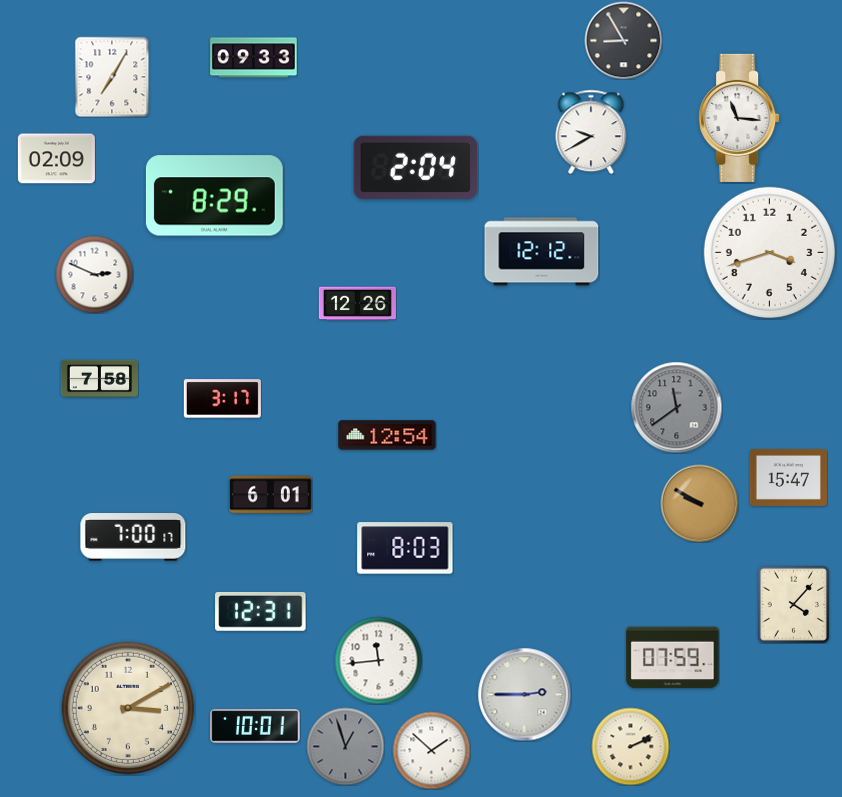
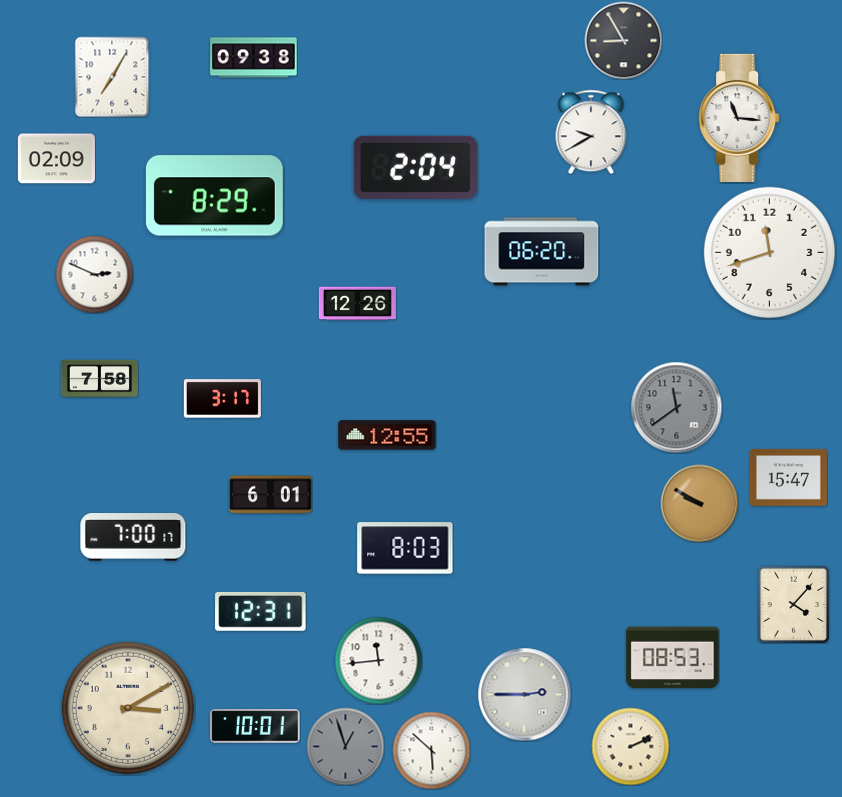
clock at (254, 58): 09:33 -> 09:38
clock at (542, 252): 12:12 -> 06:20
clock at (769, 252): 3:42 -> 11:42
clock at (387, 435): 12:54 -> 12:55
clock at (673, 658): 07:59 -> 08:53
clock at (431, 750): 1:52 -> 5:52
